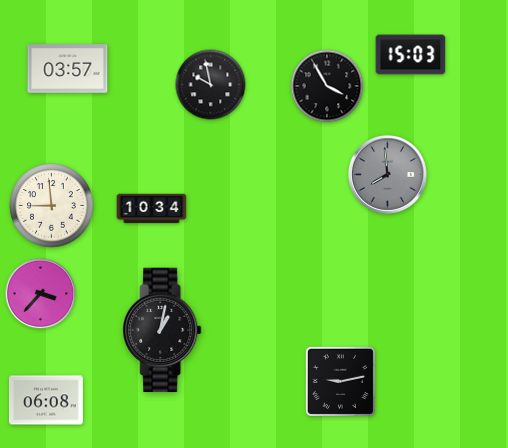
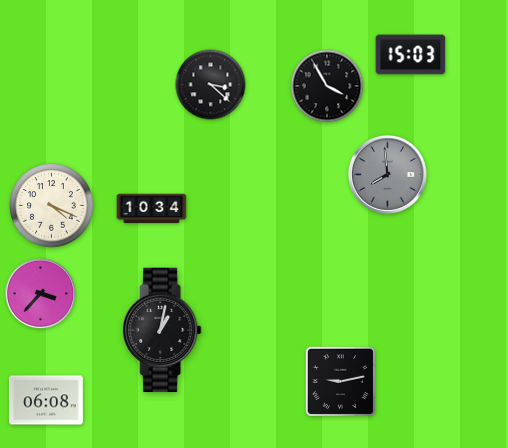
clock at (68, 69): 03:57 -> none
clock at (211, 85): 9:58 -> 3:22
clock at (52, 206): 8:59 -> 4:19
